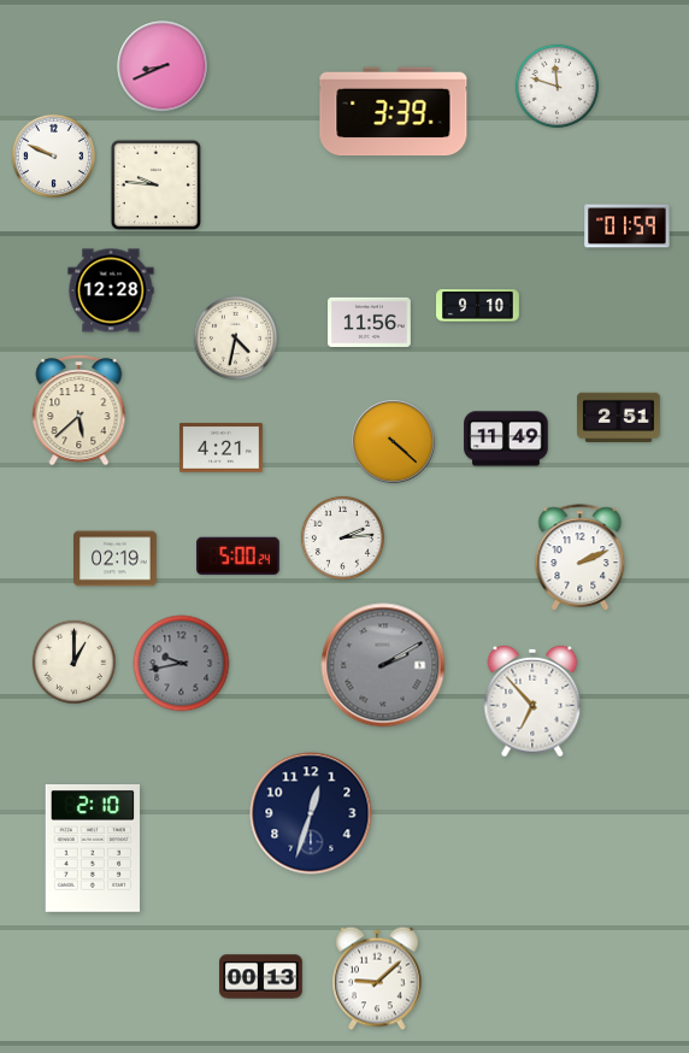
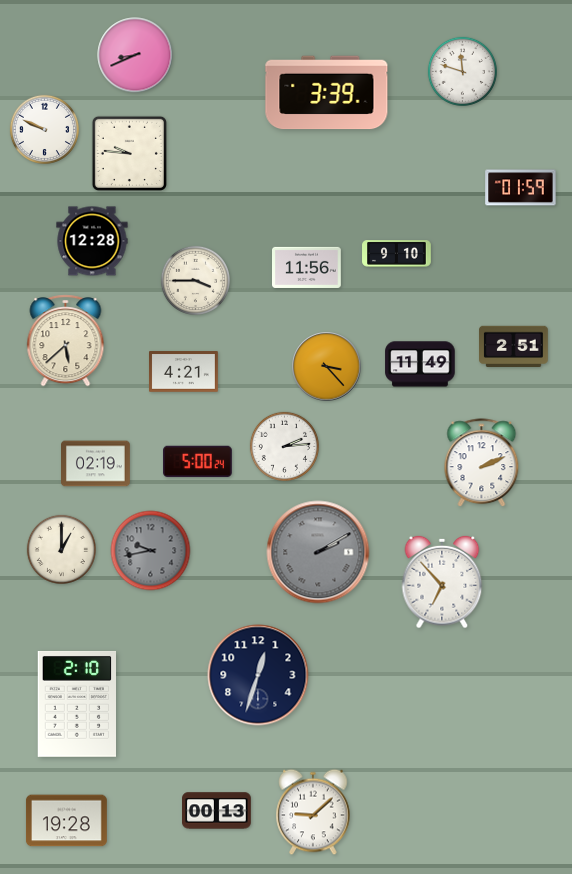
clock at (235, 337): 4:32 -> 3:45
clock at (394, 442): 4:22 -> 3:23
clock at (67, 821): none -> 19:28
